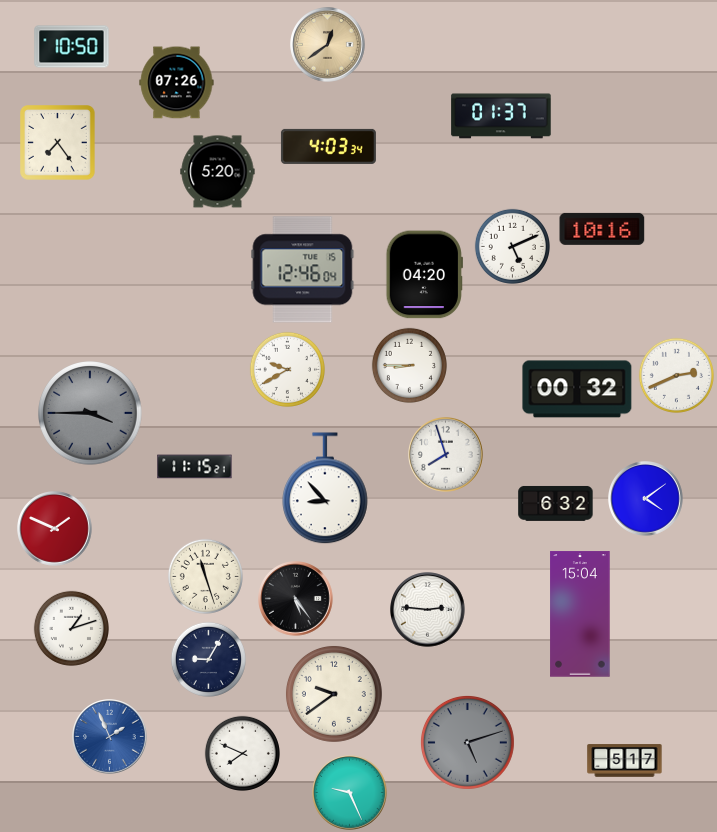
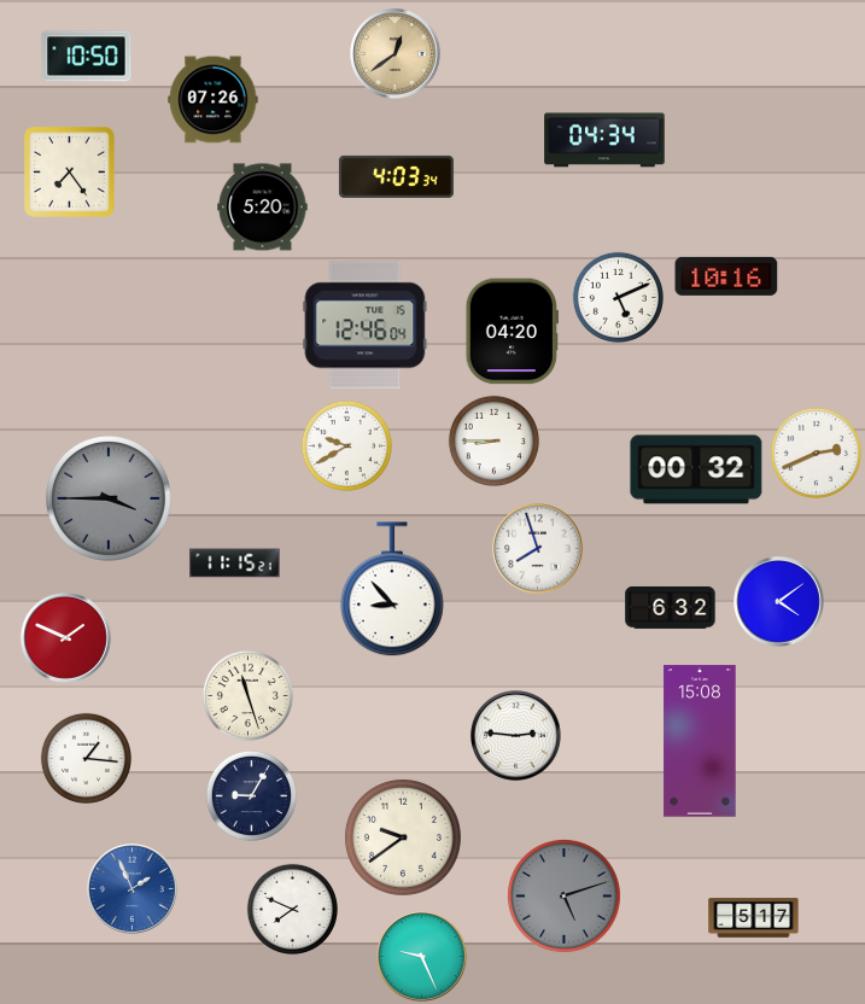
clock at (501, 116): 01:37 -> 04:34
clock at (296, 599): 5:24 -> none
clock at (580, 614): 15:04 -> 15:08
clock at (71, 628): 1:12 -> 1:16
